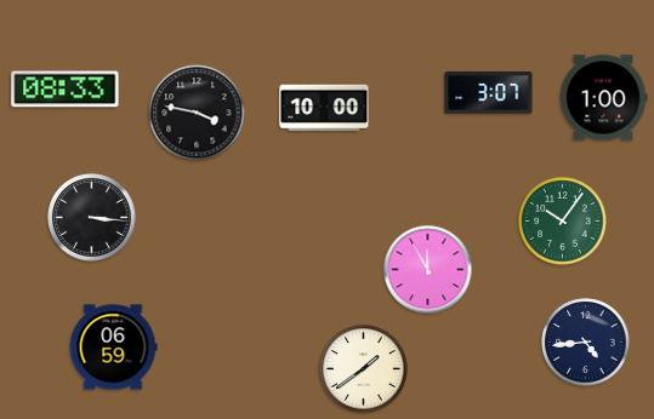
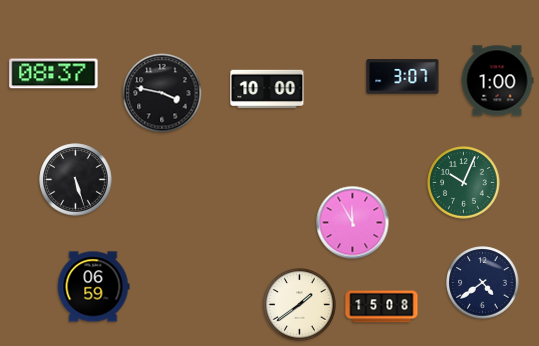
clock at (66, 90): 08:33 -> 08:37
clock at (92, 218): 3:16 -> 5:27
clock at (563, 222): 10:06 -> 10:04
clock at (586, 343): 4:44 -> 4:39
clock at (382, 307): none -> 15:08
